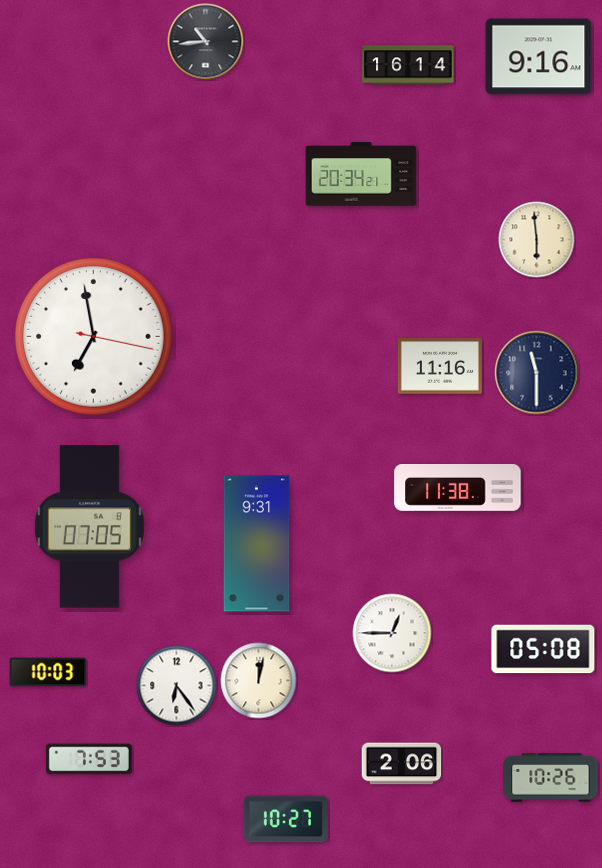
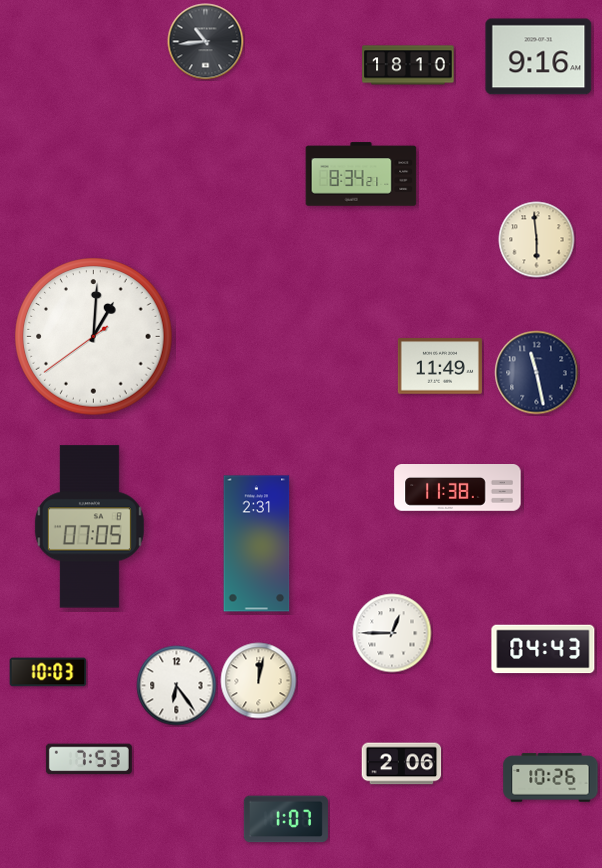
clock at (408, 65): 16:14 -> 18:10
clock at (361, 174): 20:34 -> 8:34
clock at (94, 337): 6:58 -> 1:00
clock at (440, 366): 11:16 -> 11:49
clock at (537, 373): 11:30 -> 11:28
clock at (257, 544): 9:31 -> 2:31
clock at (543, 649): 05:08 -> 04:43
clock at (286, 819): 10:27 -> 1:07
